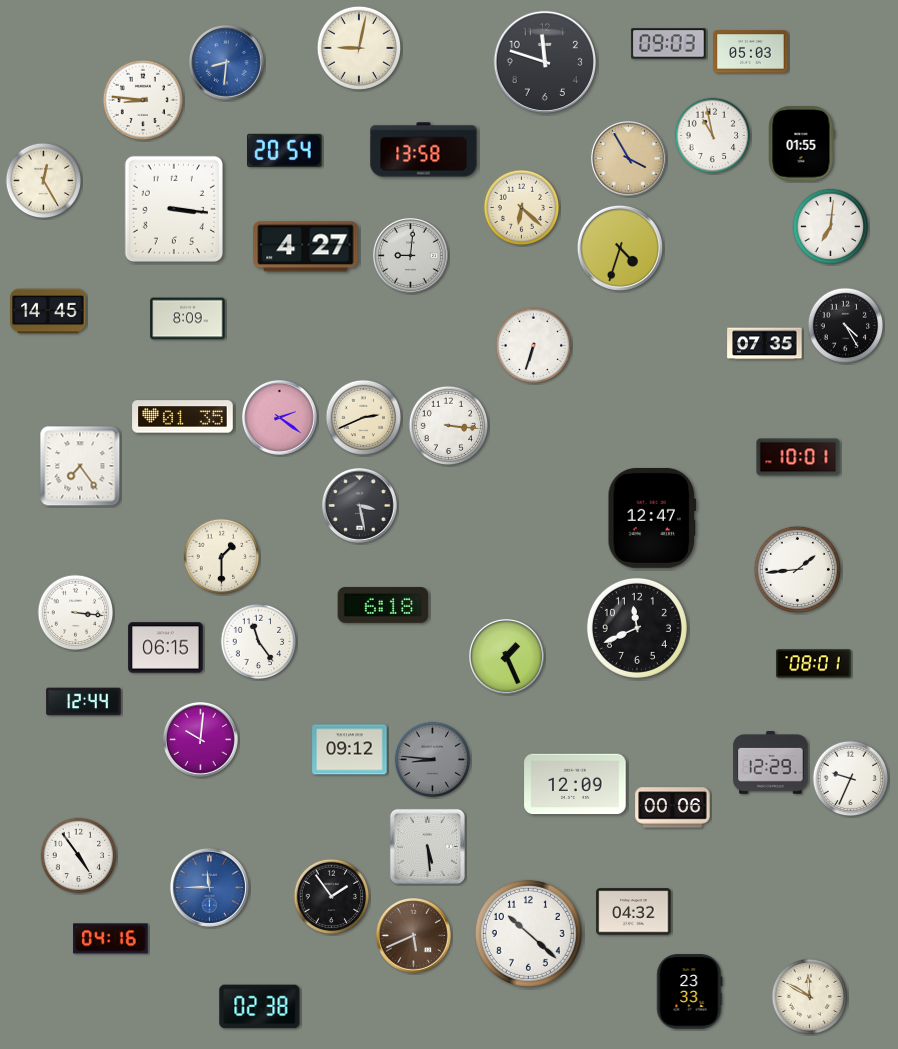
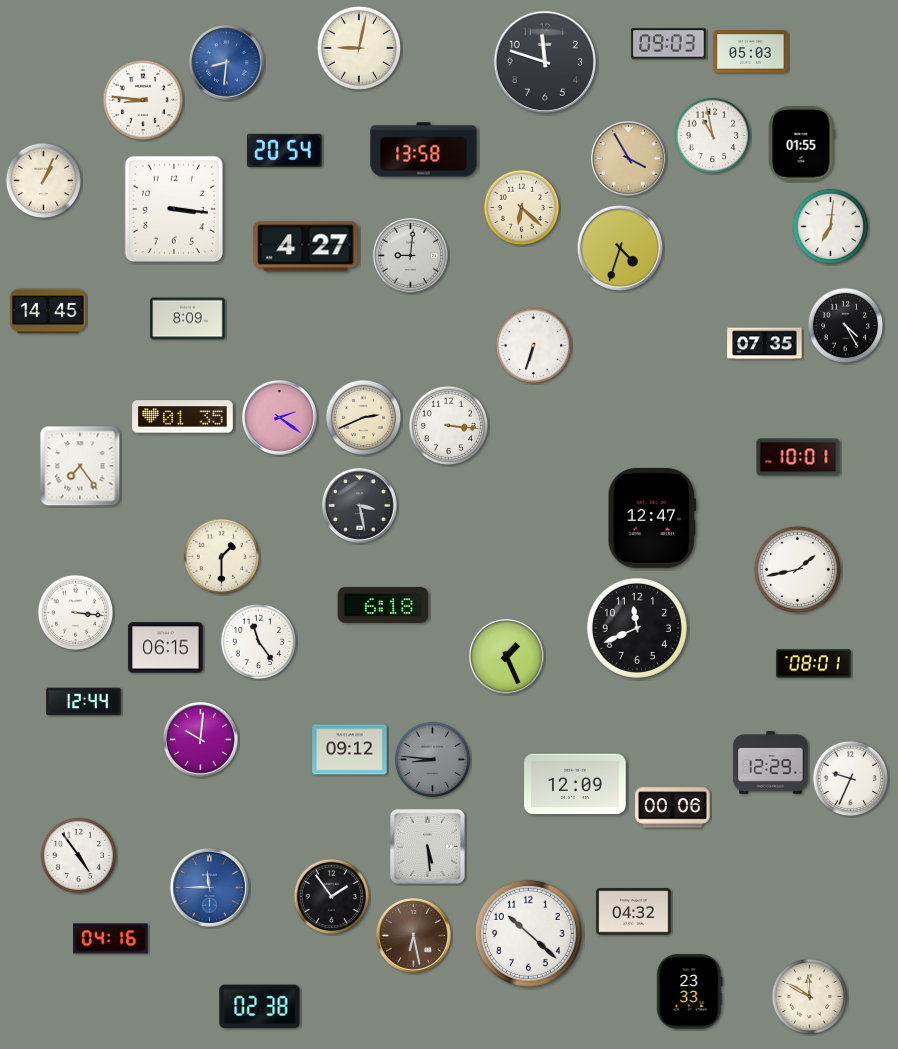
clock at (44, 181): 12:25 -> 1:04
clock at (797, 569): 1:44 -> 1:43
clock at (413, 935): 5:41 -> 6:28
